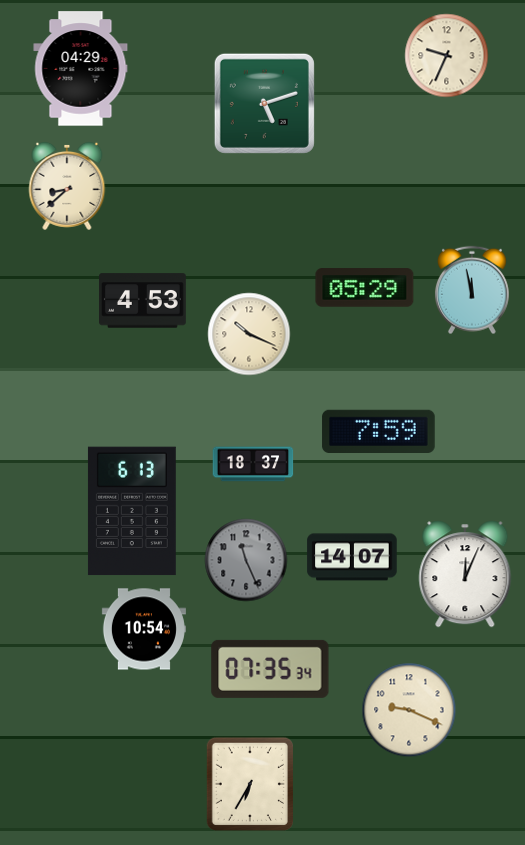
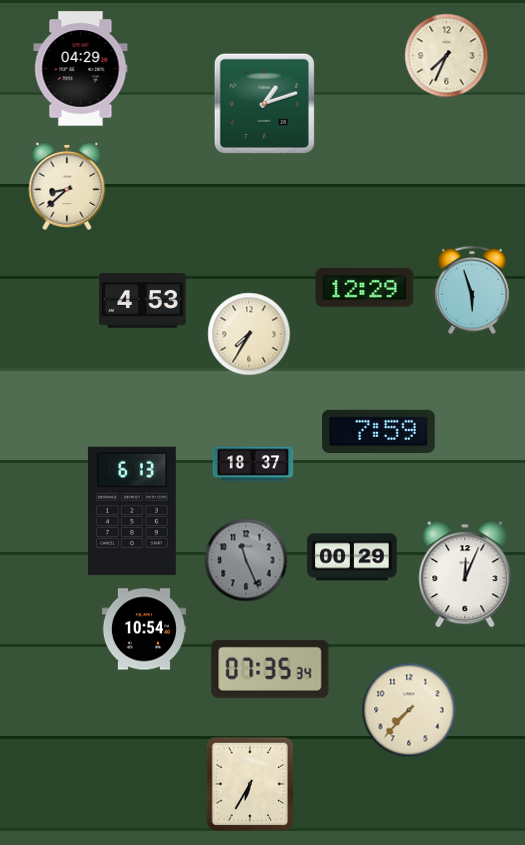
clock at (447, 56): 9:34 -> 7:34
clock at (264, 103): 5:12 -> 1:12
clock at (365, 288): 05:29 -> 12:29
clock at (472, 290): 11:58 -> 5:57
clock at (249, 334): 10:19 -> 7:35
clock at (352, 557): 14:07 -> 00:29
clock at (409, 710): 9:19 -> 7:37
